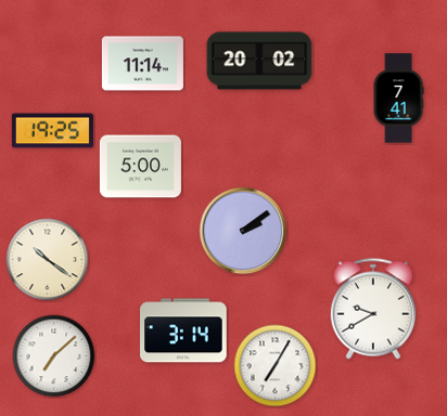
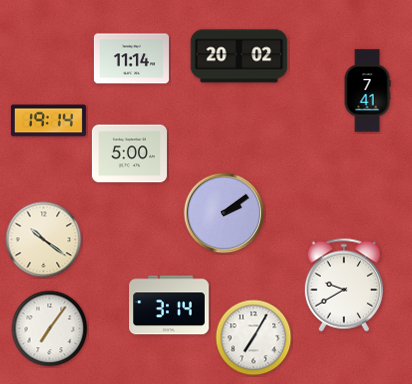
clock at (52, 131): 19:25 -> 19:14
clock at (54, 356): 7:08 -> 7:06
